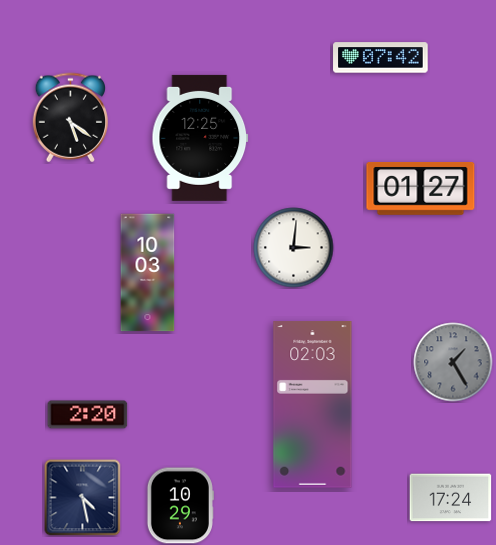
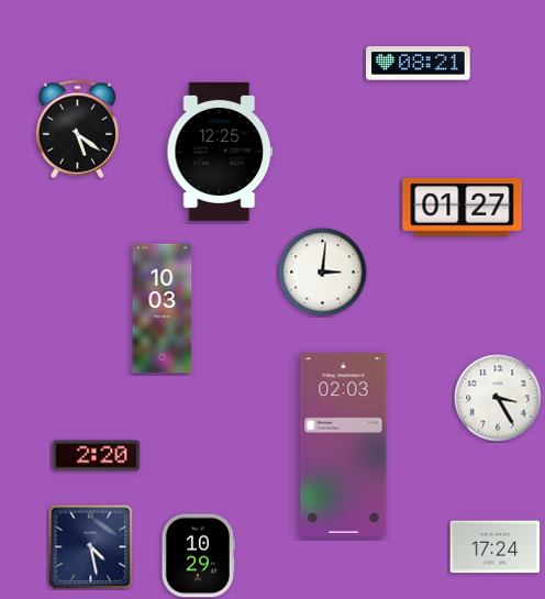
clock at (381, 58): 07:42 -> 08:21
clock at (148, 273) position: (148, 273) -> (163, 309)
clock at (453, 362): 1:25 -> 3:25
clock at (453, 362) dial: grey -> white
